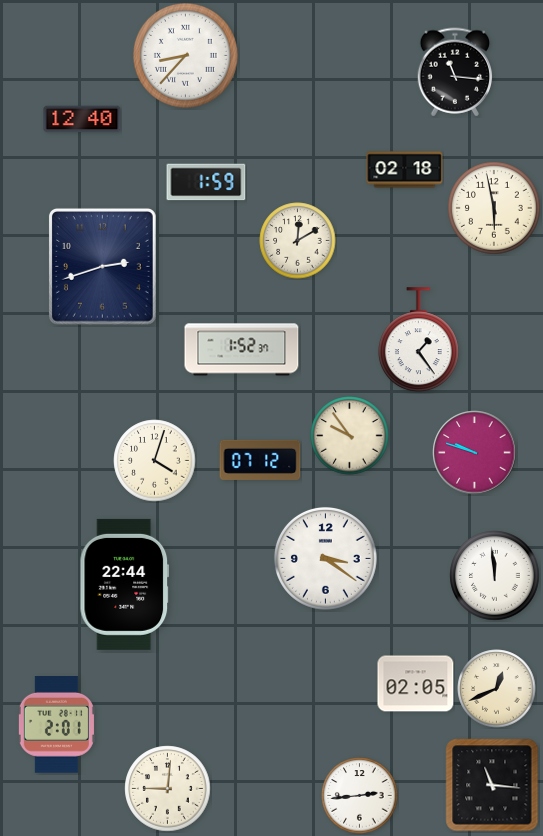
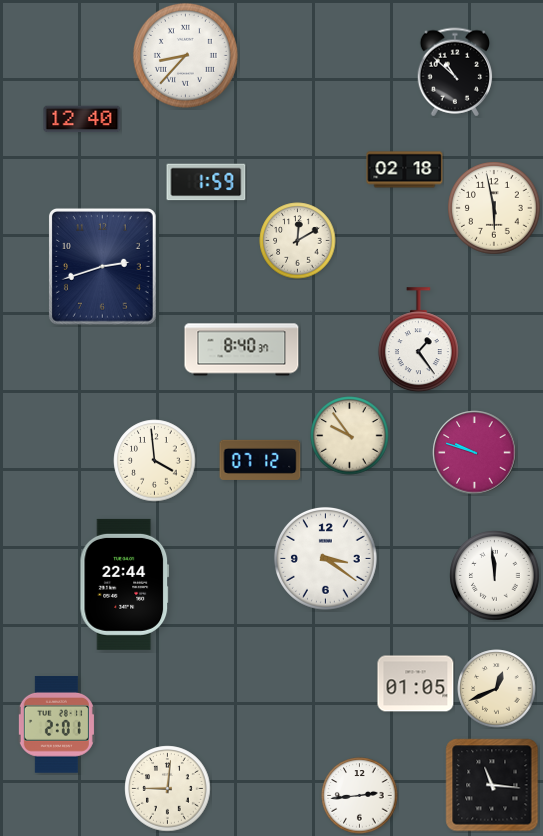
clock at (455, 72): 11:16 -> 10:52
clock at (242, 350): 1:52 -> 8:40
clock at (155, 461): 4:03 -> 3:59
clock at (416, 684): 02:05 -> 01:05
